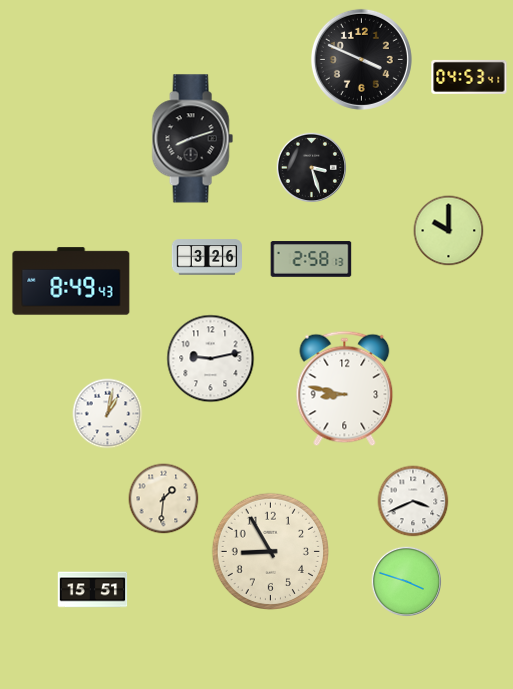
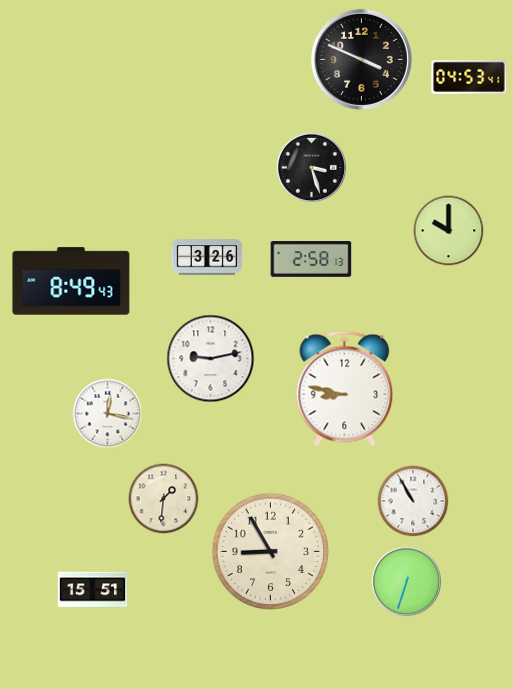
clock at (192, 139): 8:12 -> none
clock at (108, 414): 1:02 -> 12:17
clock at (413, 501): 3:41 -> 10:55
clock at (406, 581): 3:48 -> 6:33
